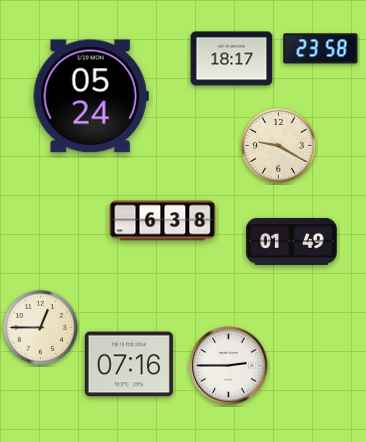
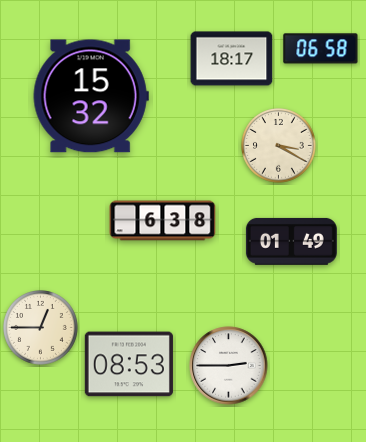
clock at (321, 49): 23:58 -> 06:58
clock at (91, 96): 05:24 -> 15:32
clock at (279, 146): 9:20 -> 3:20
clock at (129, 364): 07:16 -> 08:53
